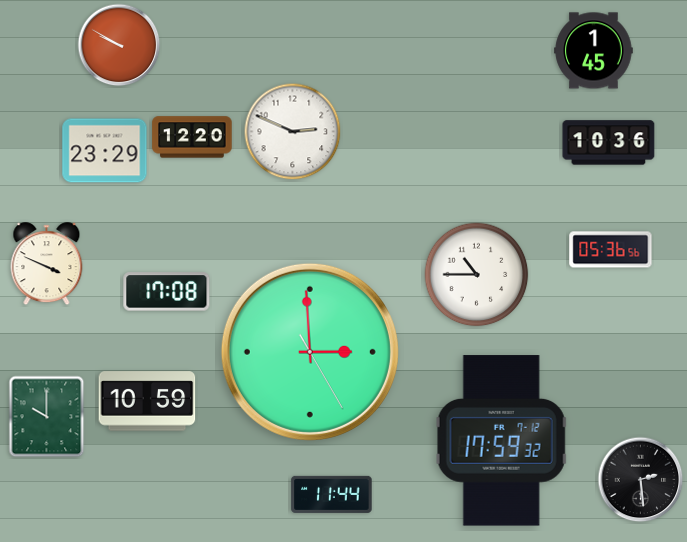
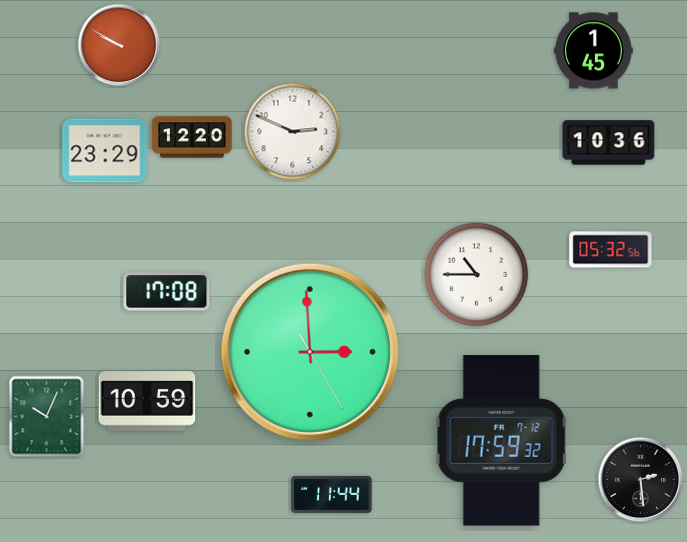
clock at (611, 250): 05:36 -> 05:32
clock at (47, 264): 3:49 -> none
clock at (47, 417): 10:00 -> 10:04
